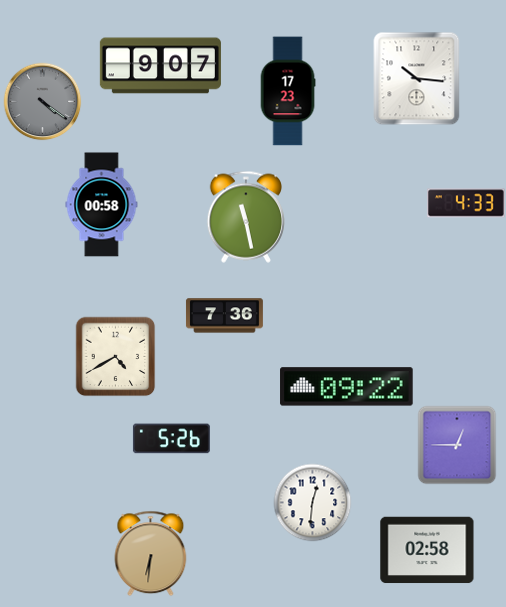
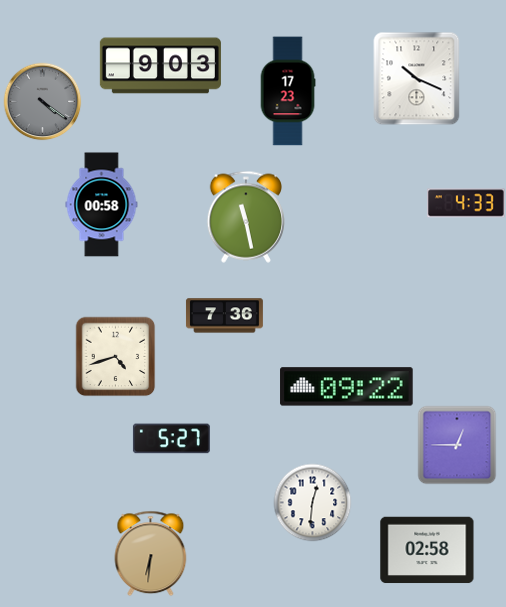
clock at (160, 66): 9:07 -> 9:03
clock at (417, 78): 10:16 -> 10:19
clock at (115, 356): 4:40 -> 4:42
clock at (171, 439): 5:26 -> 5:27
